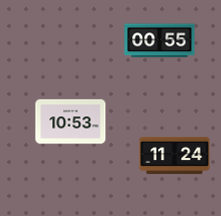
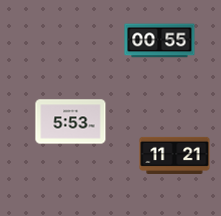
clock at (71, 122): 10:53 -> 5:53
clock at (175, 155): 11:24 -> 11:21
